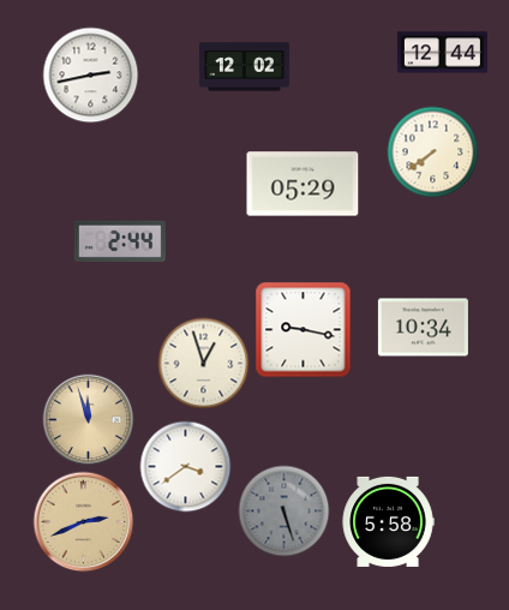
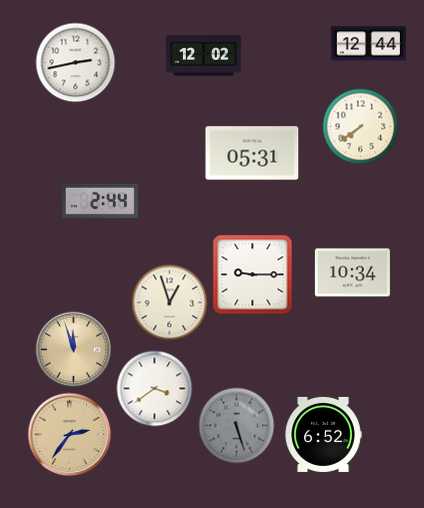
clock at (303, 184): 05:29 -> 05:31
clock at (304, 330): 9:17 -> 9:15
clock at (388, 521): 5:58 -> 6:52
clock at (84, 522): 2:41 -> 2:36
